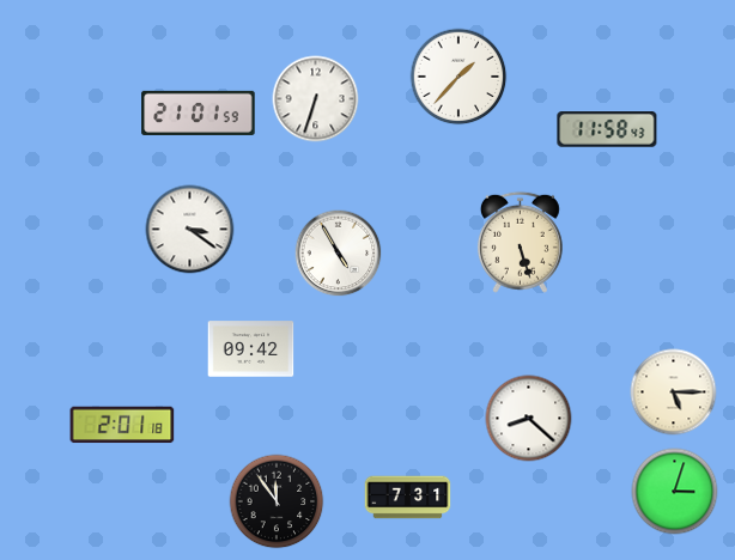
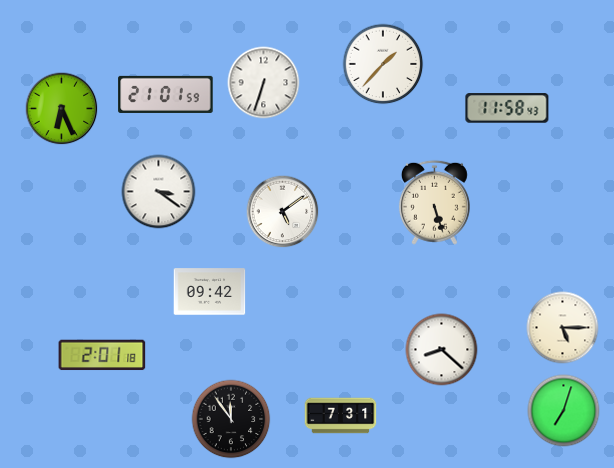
clock at (62, 109): none -> 6:26
clock at (339, 254): 4:55 -> 5:09
clock at (675, 492): 3:03 -> 7:03
